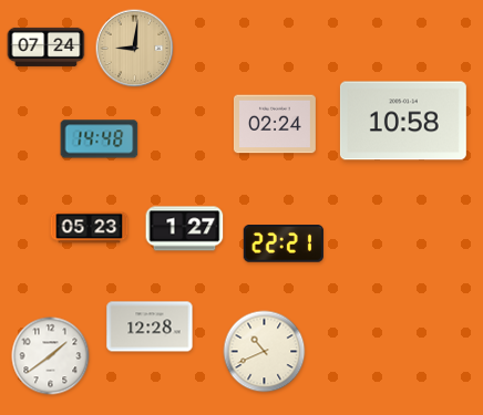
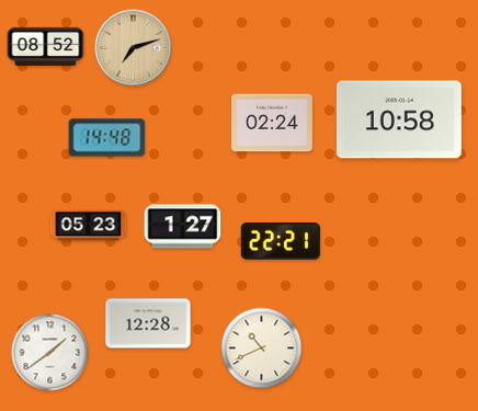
clock at (47, 46): 07:24 -> 08:52
clock at (135, 49): 9:01 -> 7:12
clock at (100, 139) position: (100, 139) -> (107, 138)
